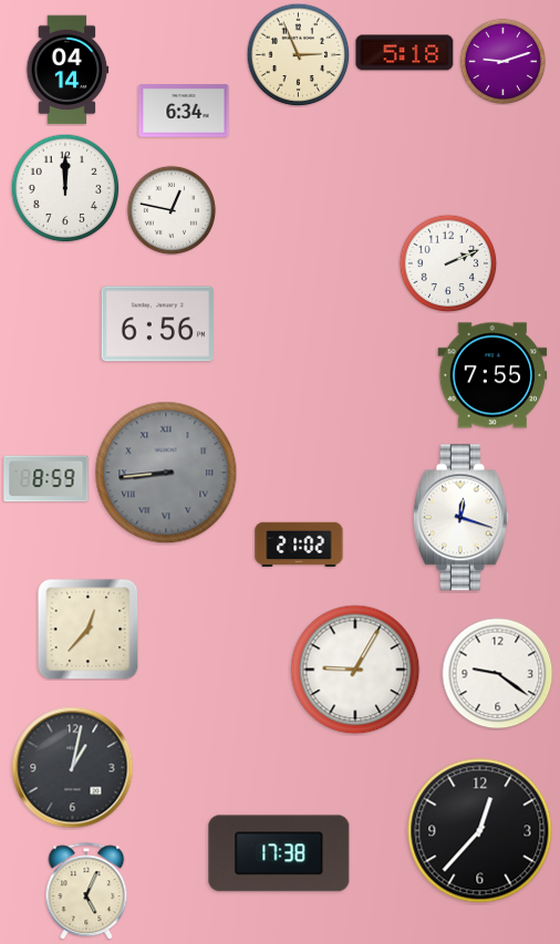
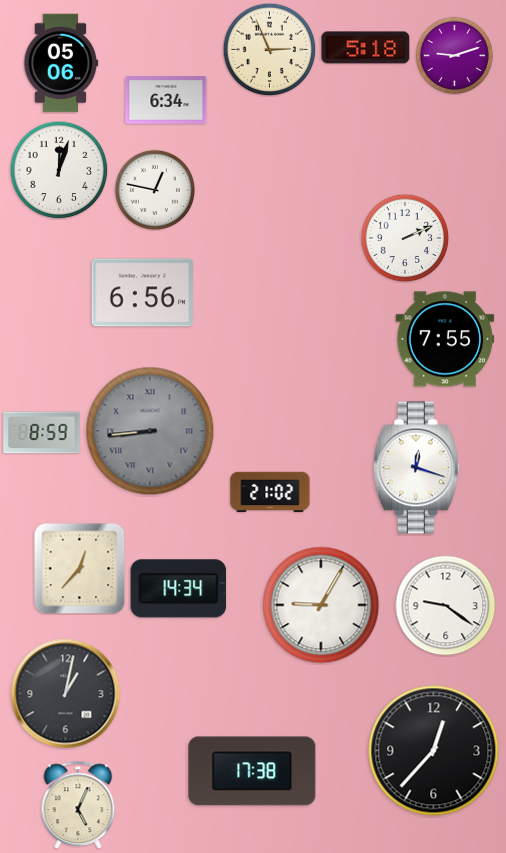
clock at (68, 70): 04:14 -> 05:06
clock at (65, 188): 12:00 -> 12:03
clock at (166, 473) position: (166, 473) -> (150, 431)
clock at (179, 589): none -> 14:34
clock at (498, 674) position: (498, 674) -> (446, 606)
